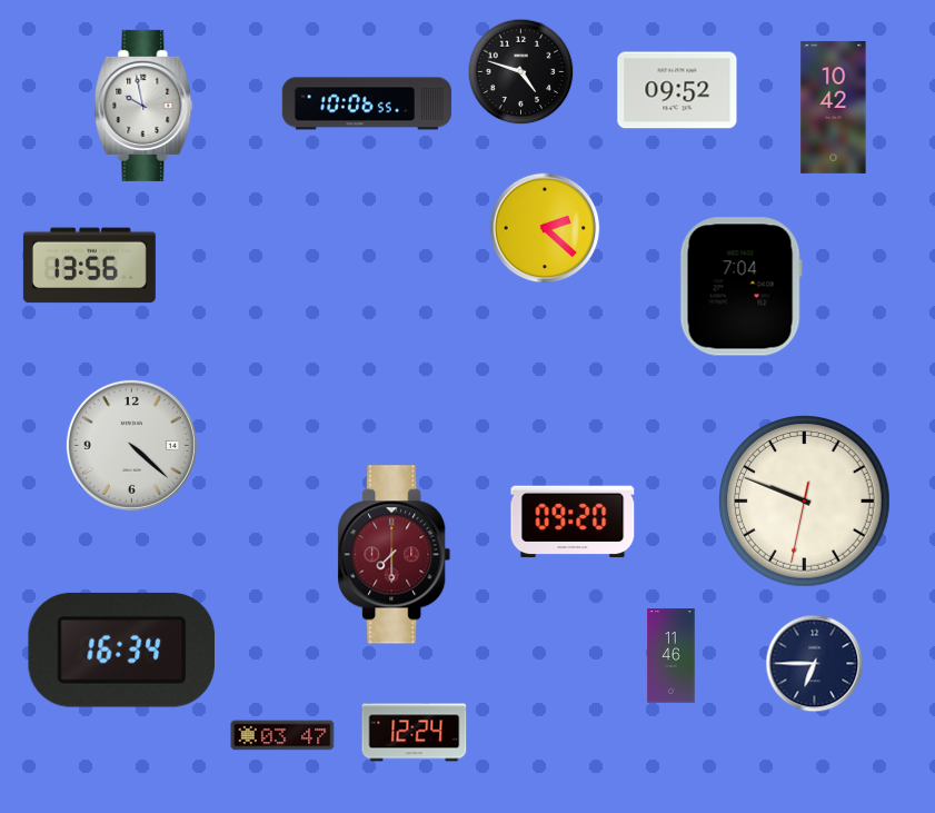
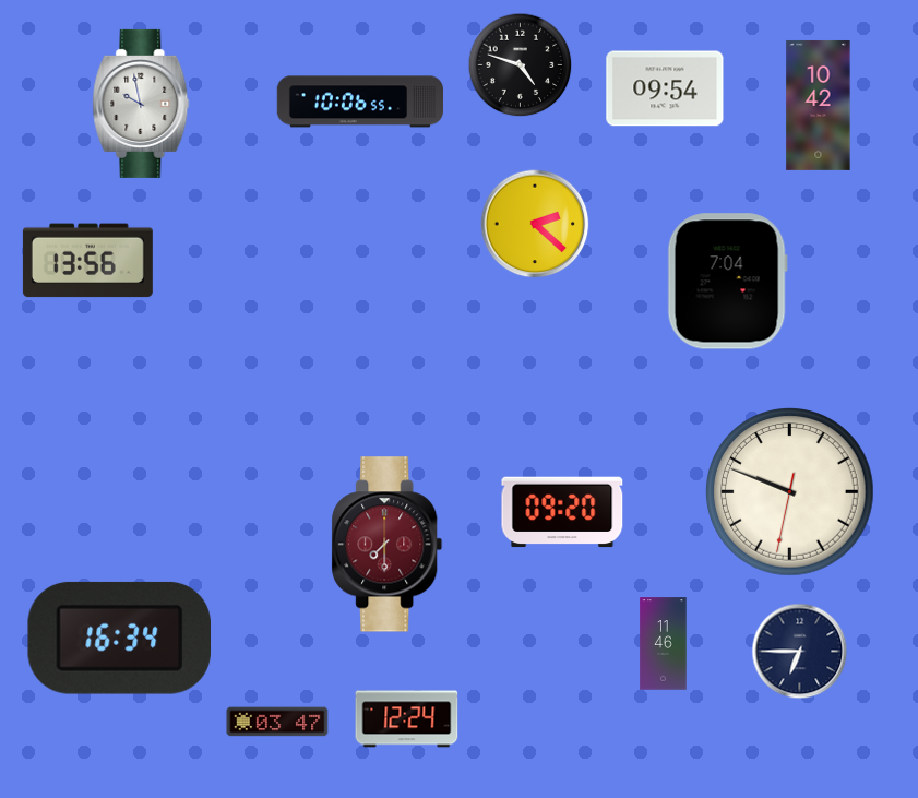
clock at (521, 72) position: (521, 72) -> (521, 65)
clock at (677, 90): 09:52 -> 09:54
clock at (131, 445): 4:22 -> none
clock at (672, 656) position: (672, 656) -> (664, 644)
